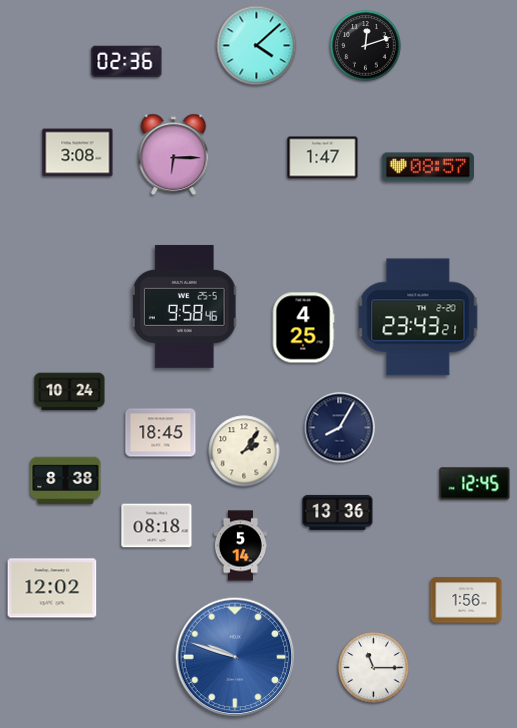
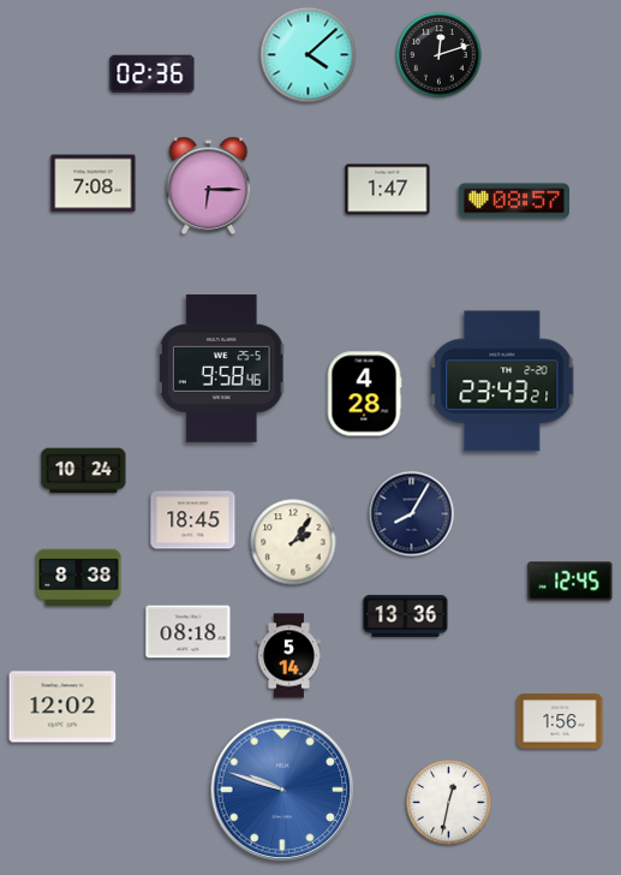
clock at (78, 153): 3:08 -> 7:08
clock at (303, 328): 4:25 -> 4:28
clock at (340, 428) position: (340, 428) -> (412, 514)
clock at (374, 668): 11:15 -> 12:32
